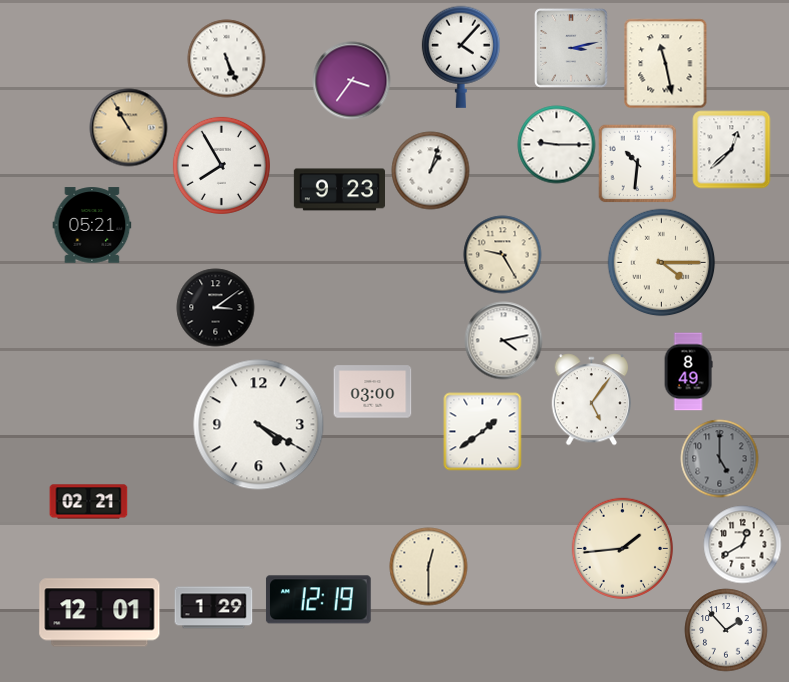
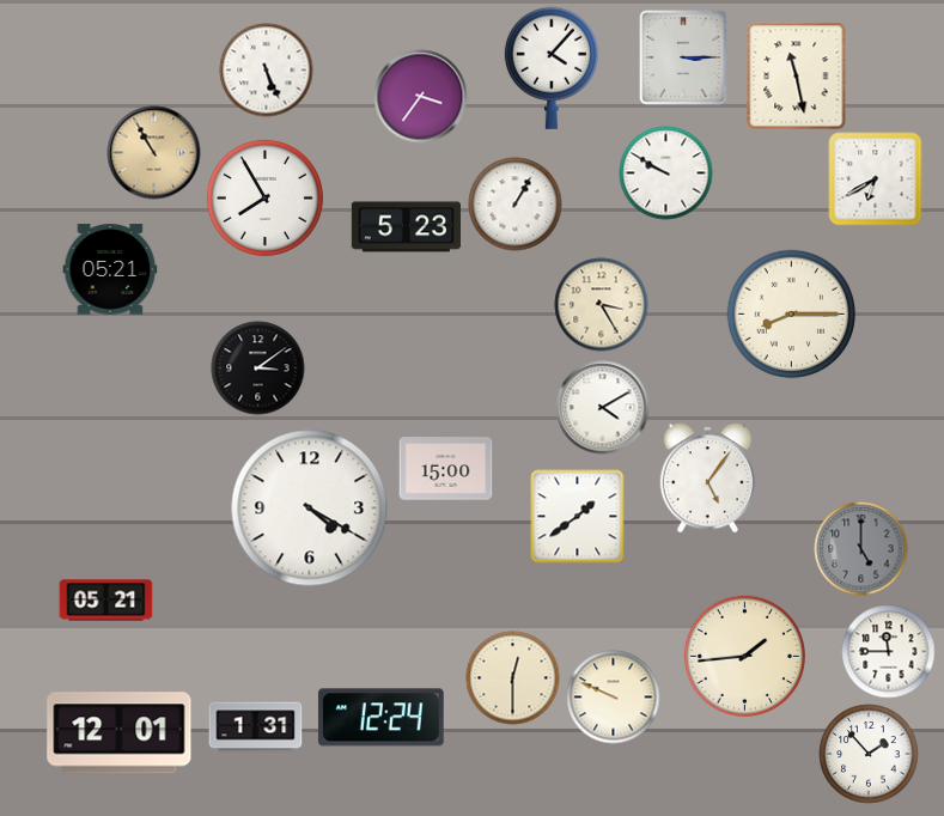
clock at (571, 48): 3:13 -> 3:15
clock at (226, 58) position: (226, 58) -> (266, 69)
clock at (556, 144): 9:15 -> 9:50
clock at (731, 149): 12:38 -> 6:40
clock at (637, 163): 10:31 -> none
clock at (430, 170): 1:03 -> 1:05
clock at (339, 190): 9:23 -> 5:23
clock at (502, 254): 9:25 -> 3:25
clock at (661, 262): 4:15 -> 8:15
clock at (503, 340): 4:13 -> 4:10
clock at (688, 371): 8:49 -> none
clock at (372, 392): 03:00 -> 15:00
clock at (88, 502): 02:21 -> 05:21
clock at (742, 544): 12:40 -> 11:45
clock at (613, 696): none -> 9:49
clock at (318, 600): 12:19 -> 12:24
clock at (213, 608): 1:29 -> 1:31
